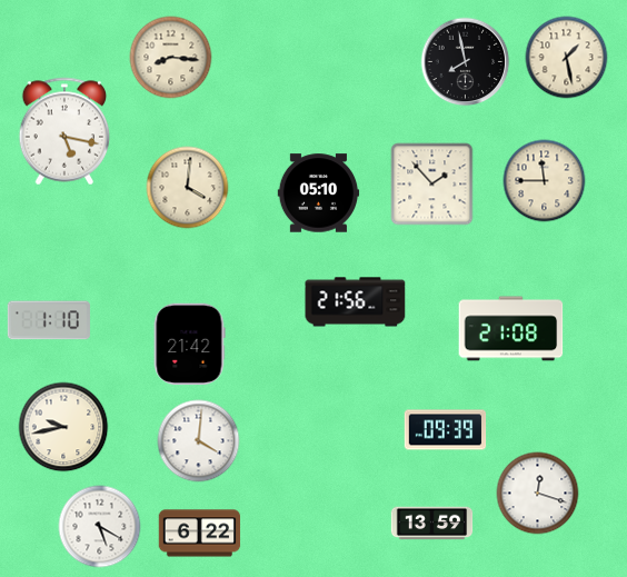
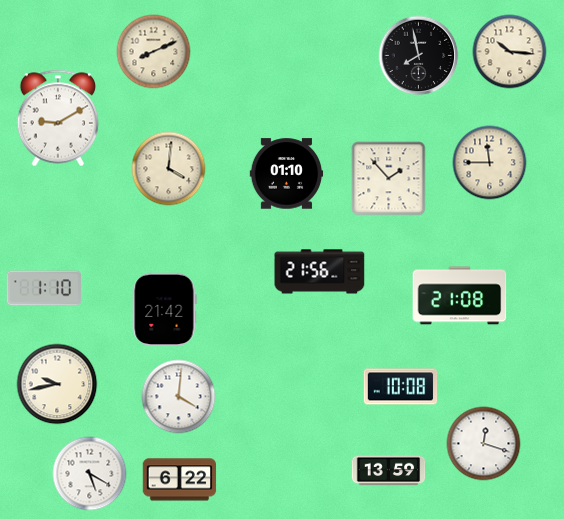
clock at (171, 58): 8:16 -> 8:11
clock at (567, 58): 1:28 -> 10:16
clock at (64, 131): 5:17 -> 9:10
clock at (432, 185) position: (432, 185) -> (389, 179)
clock at (319, 193): 05:10 -> 01:10
clock at (189, 345) position: (189, 345) -> (164, 310)
clock at (446, 430): 09:39 -> 10:08
